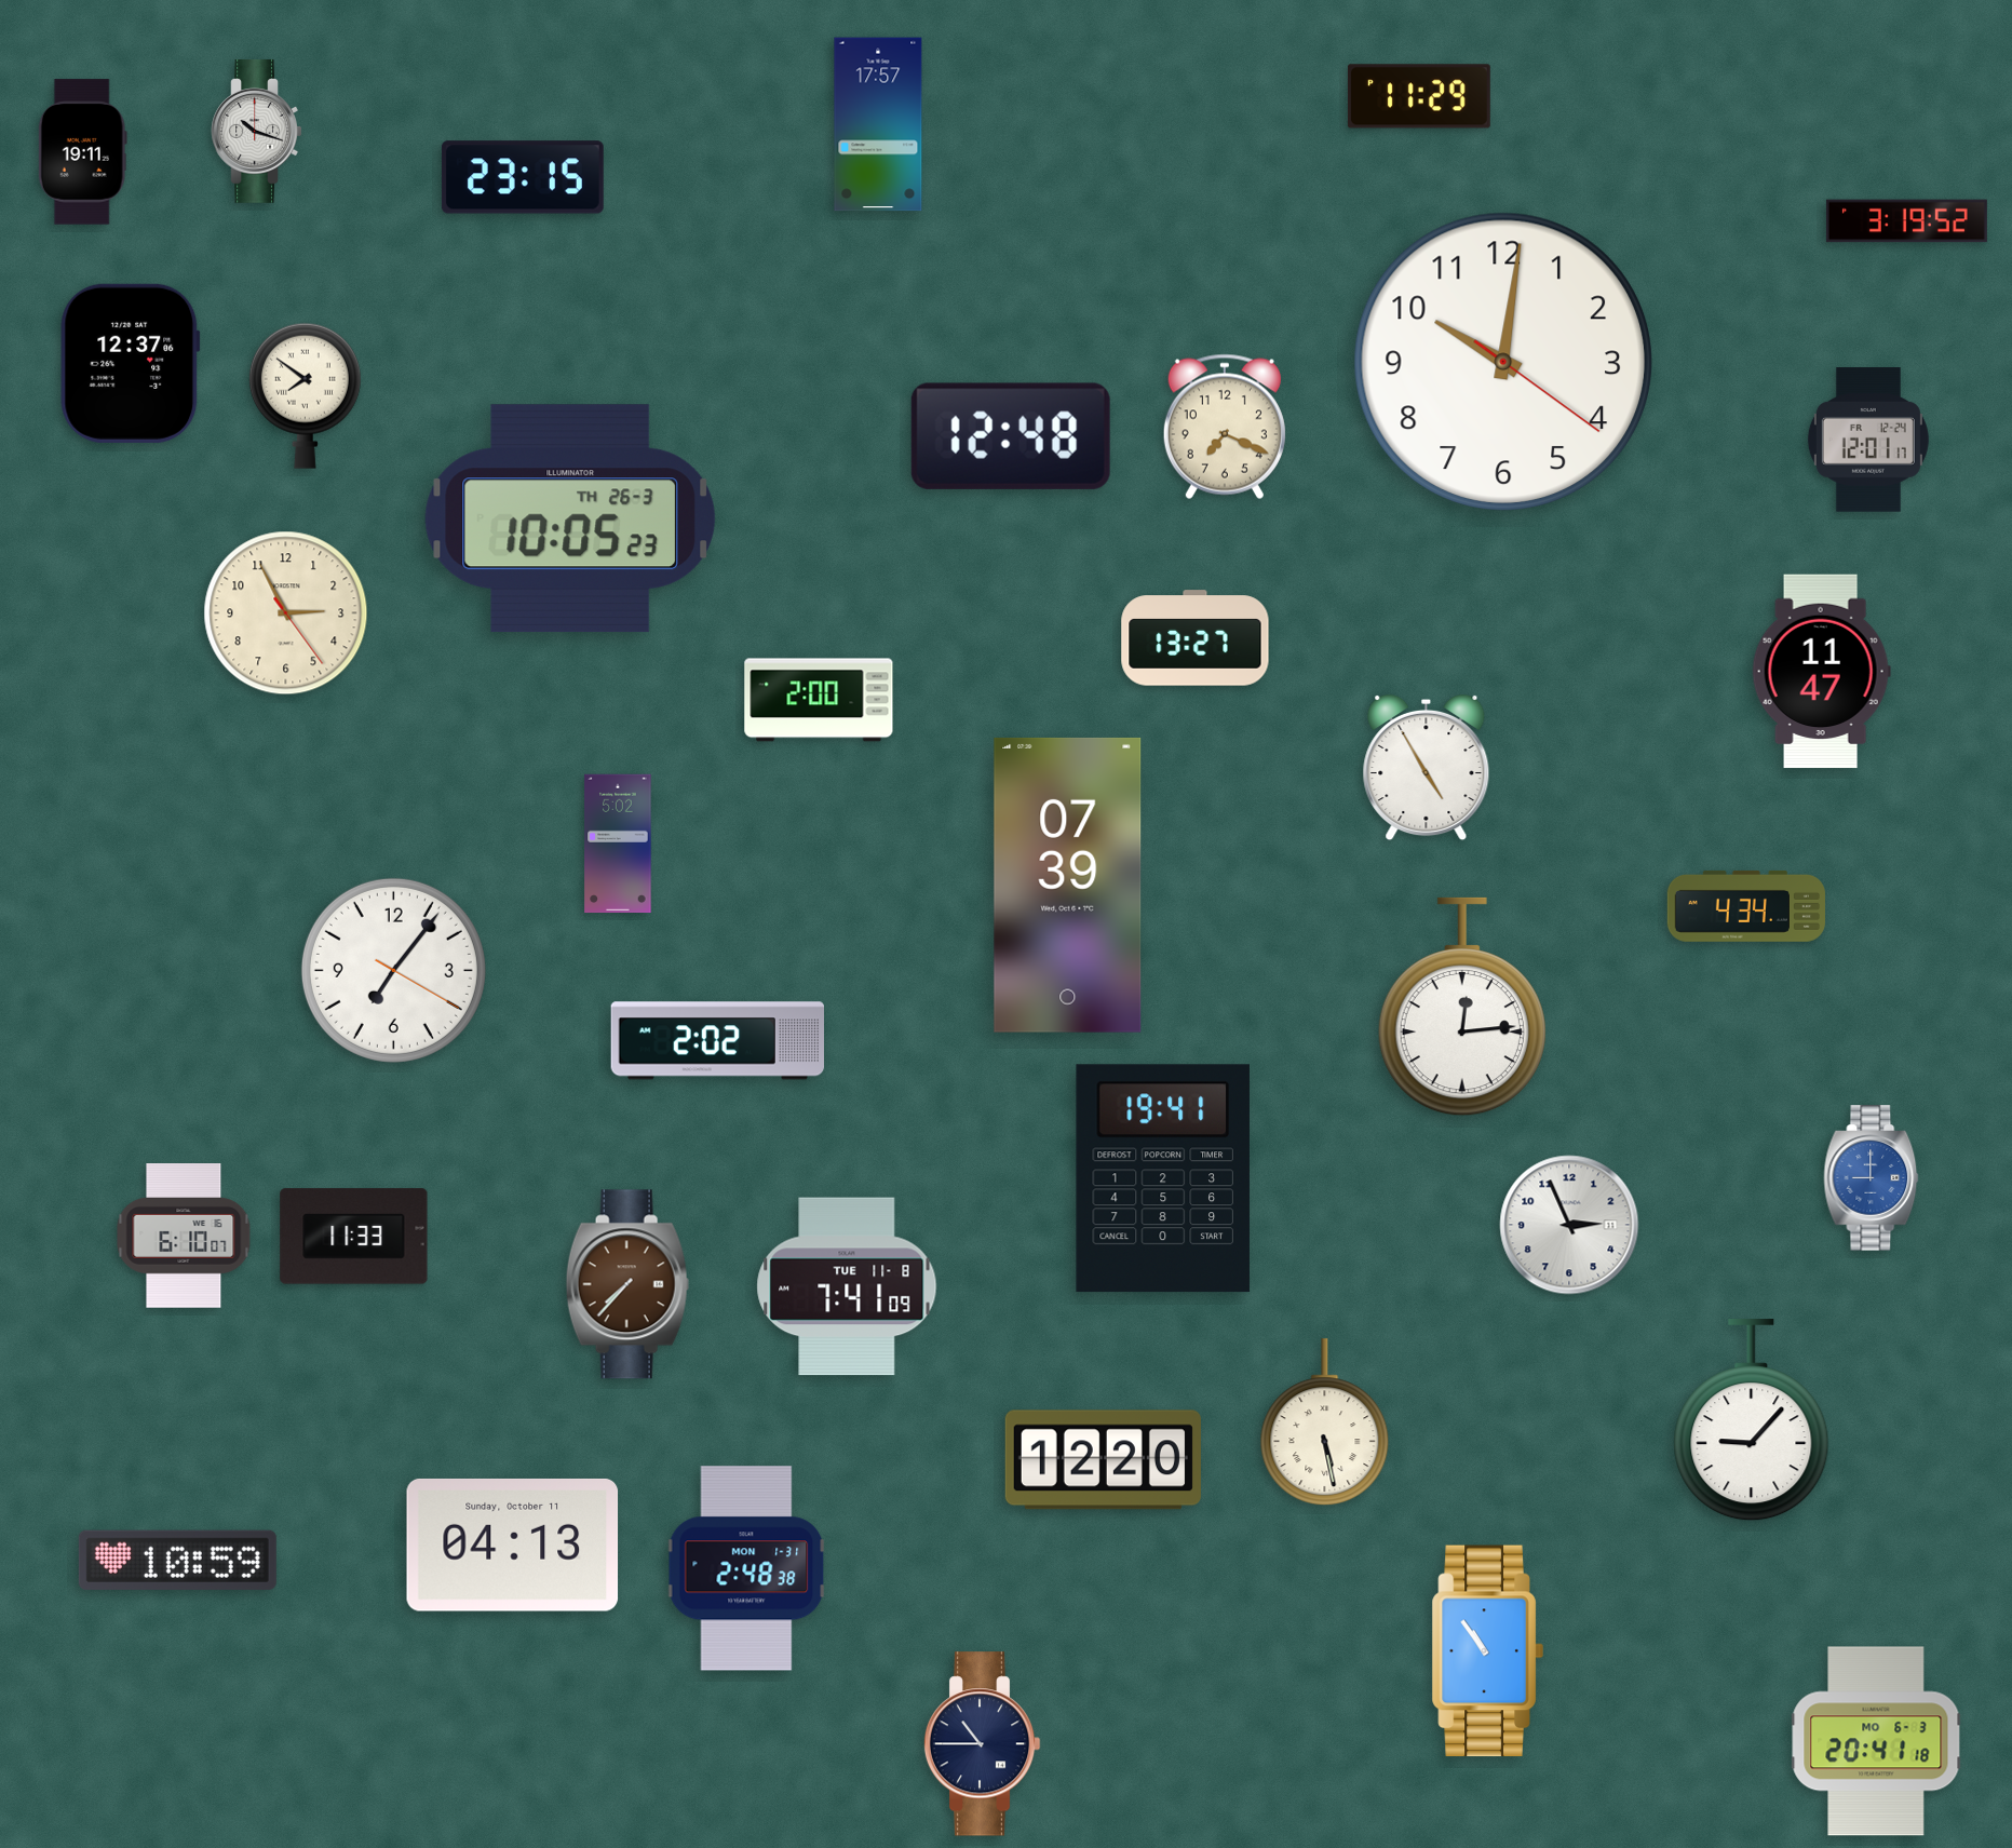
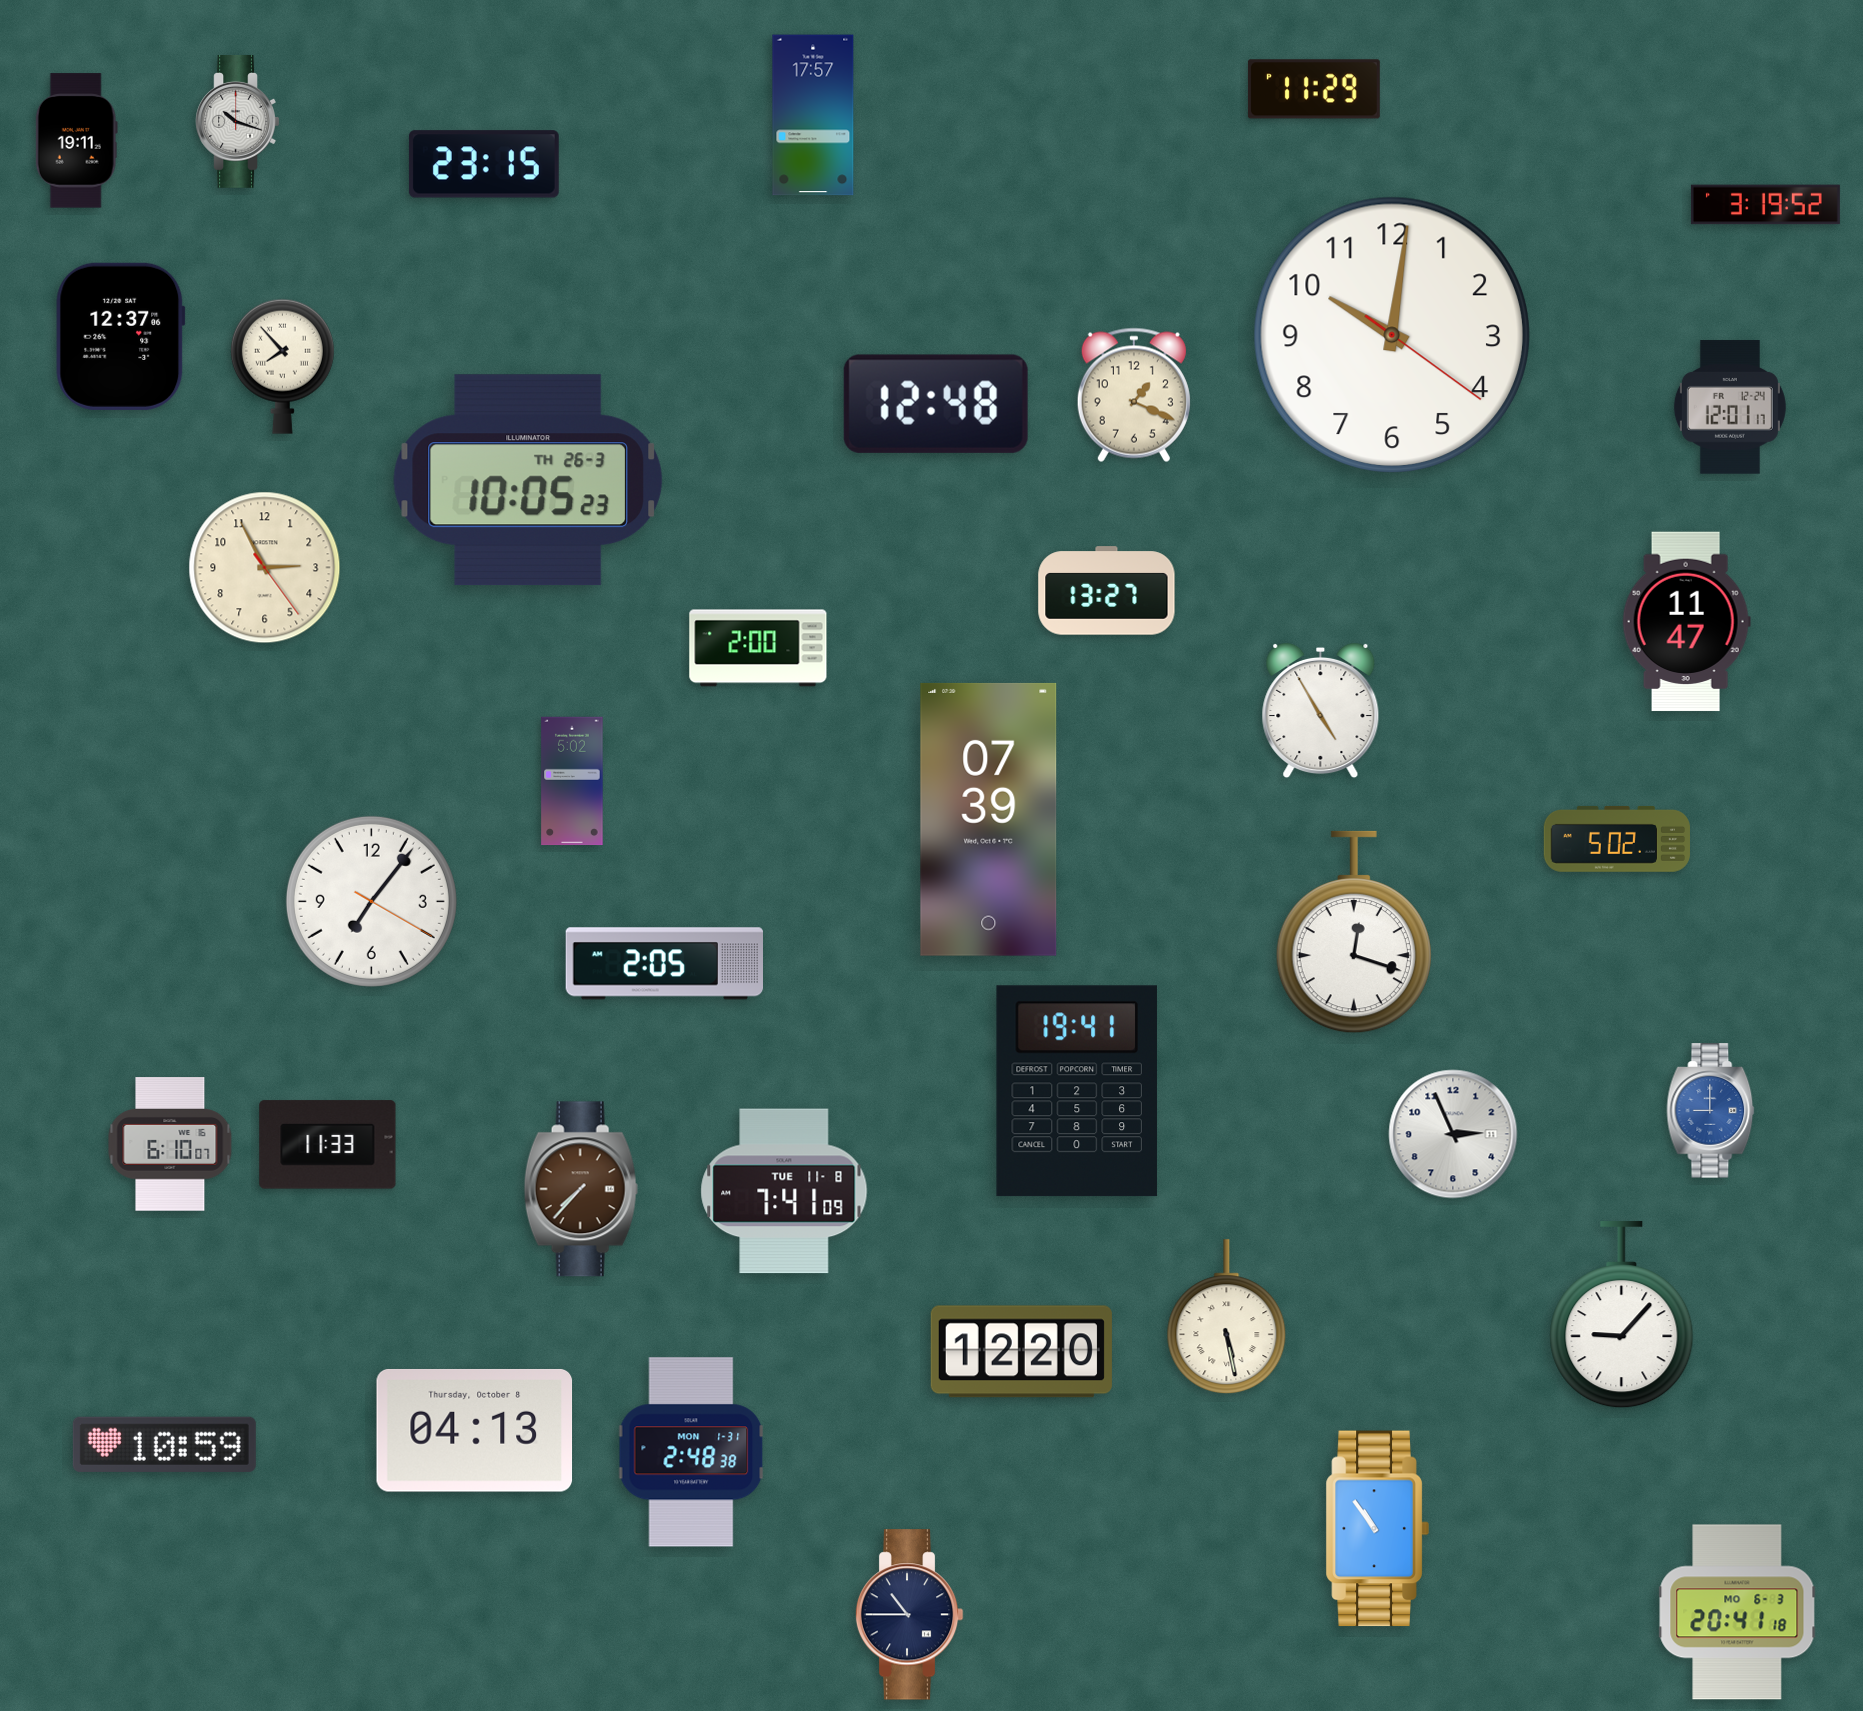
clock at (305, 395): 7:51 -> 7:53
clock at (1225, 427): 7:19 -> 1:19
clock at (1746, 906): 4:34 -> 5:02
clock at (393, 970) position: (393, 970) -> (371, 901)
clock at (1462, 1007): 12:14 -> 12:18
clock at (717, 1041): 2:02 -> 2:05
clock at (1872, 1178) position: (1872, 1178) -> (1711, 1111)
clock at (513, 1545) date: Sunday, October 11 -> Thursday, October 8
